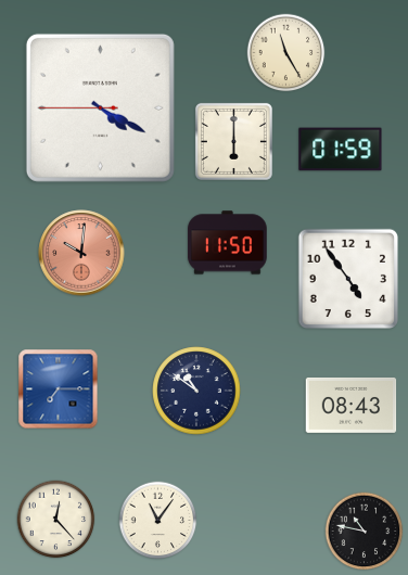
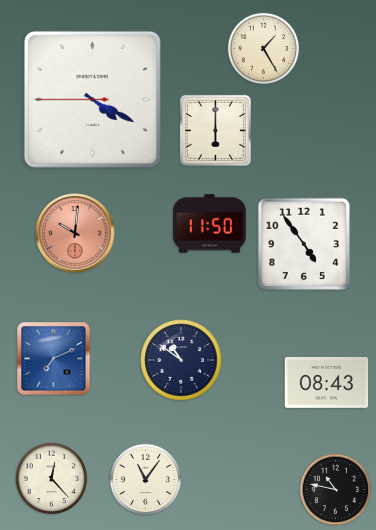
clock at (286, 53): 11:25 -> 1:25
clock at (341, 150): 01:59 -> none
clock at (348, 279) position: (348, 279) -> (304, 244)
clock at (59, 389): 7:15 -> 7:11
clock at (352, 405) position: (352, 405) -> (327, 382)
